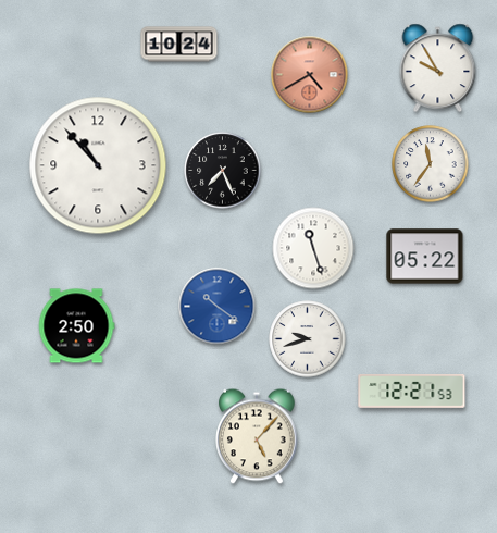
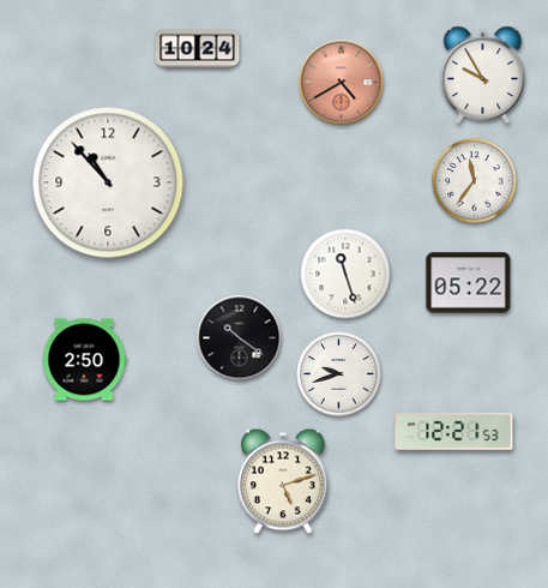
clock at (223, 171): 7:26 -> none
clock at (218, 307) dial: blue -> black
clock at (258, 436): 5:07 -> 5:12
